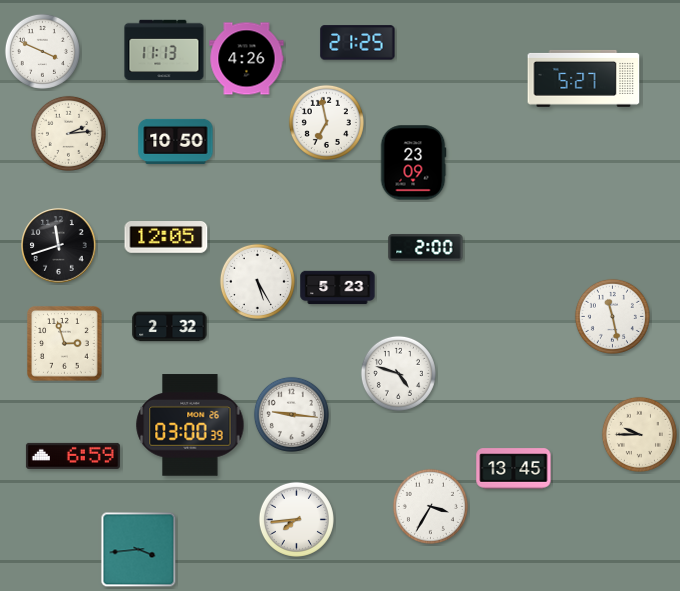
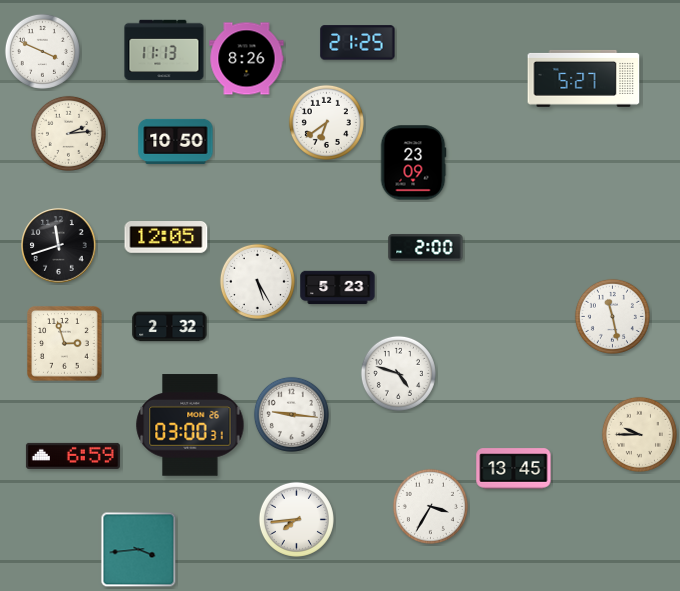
clock at (247, 59): 4:26 -> 8:26
clock at (326, 122): 6:58 -> 6:39
clock at (190, 425): 03:00:39 -> 03:00:31
